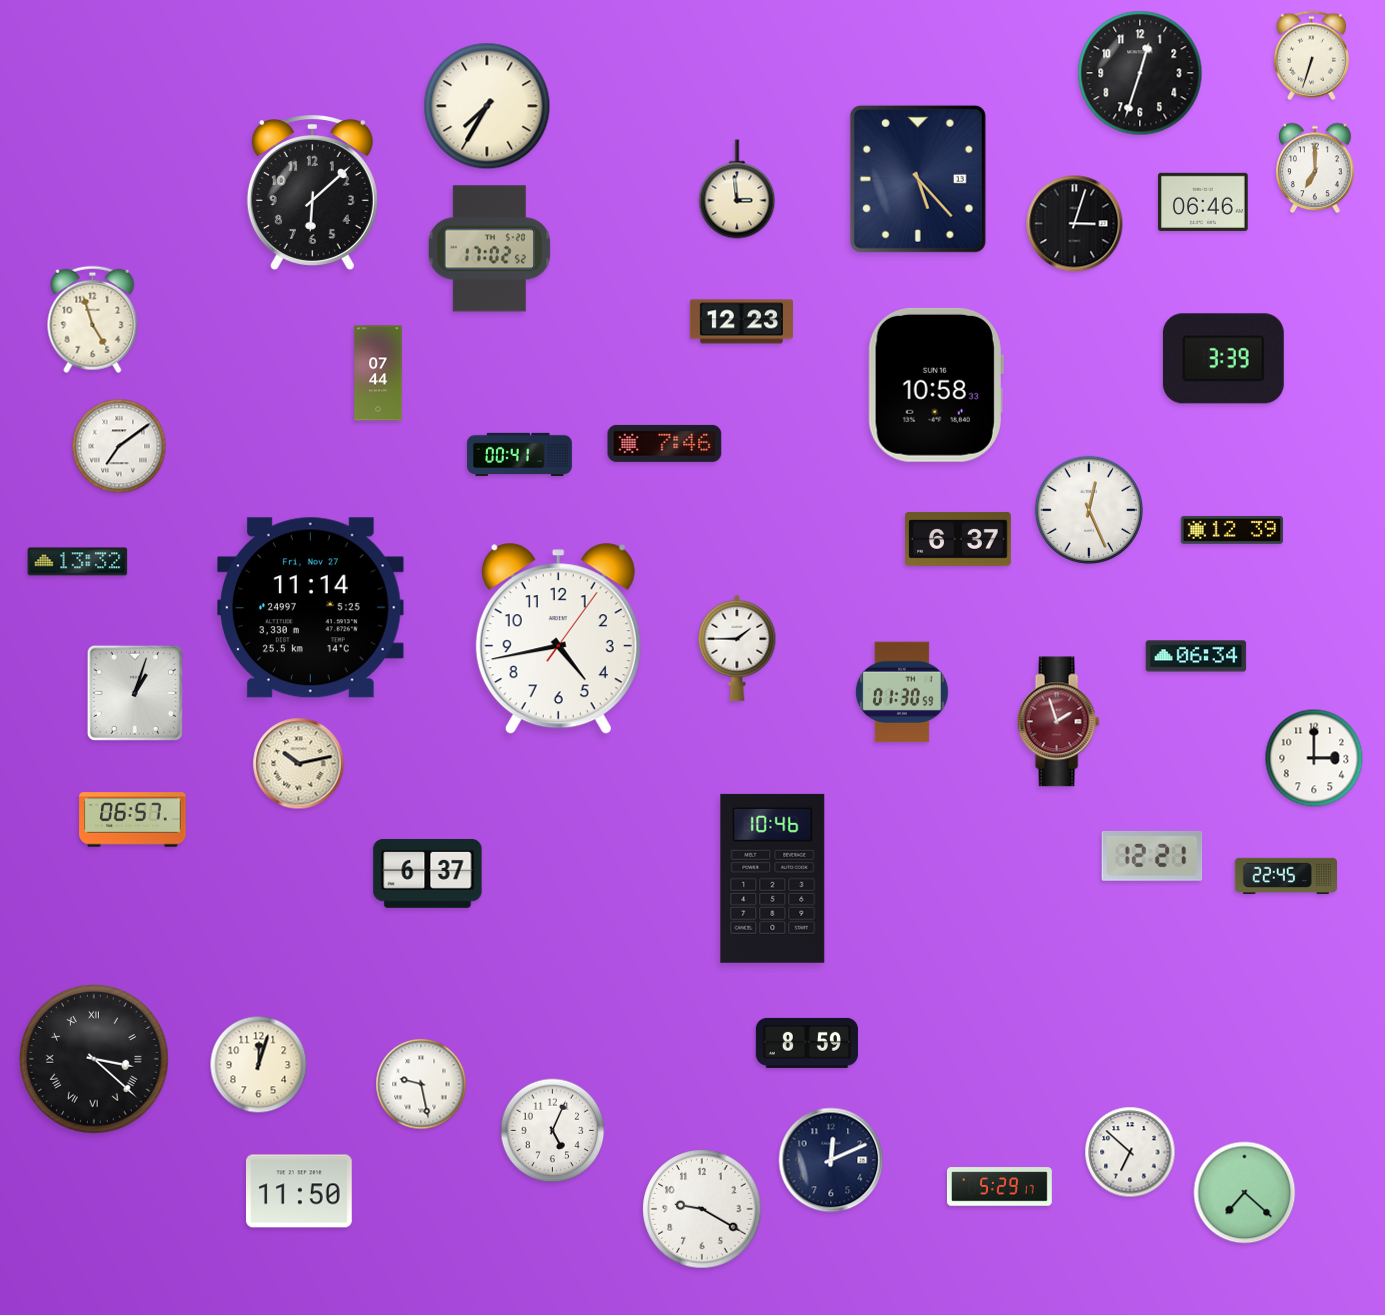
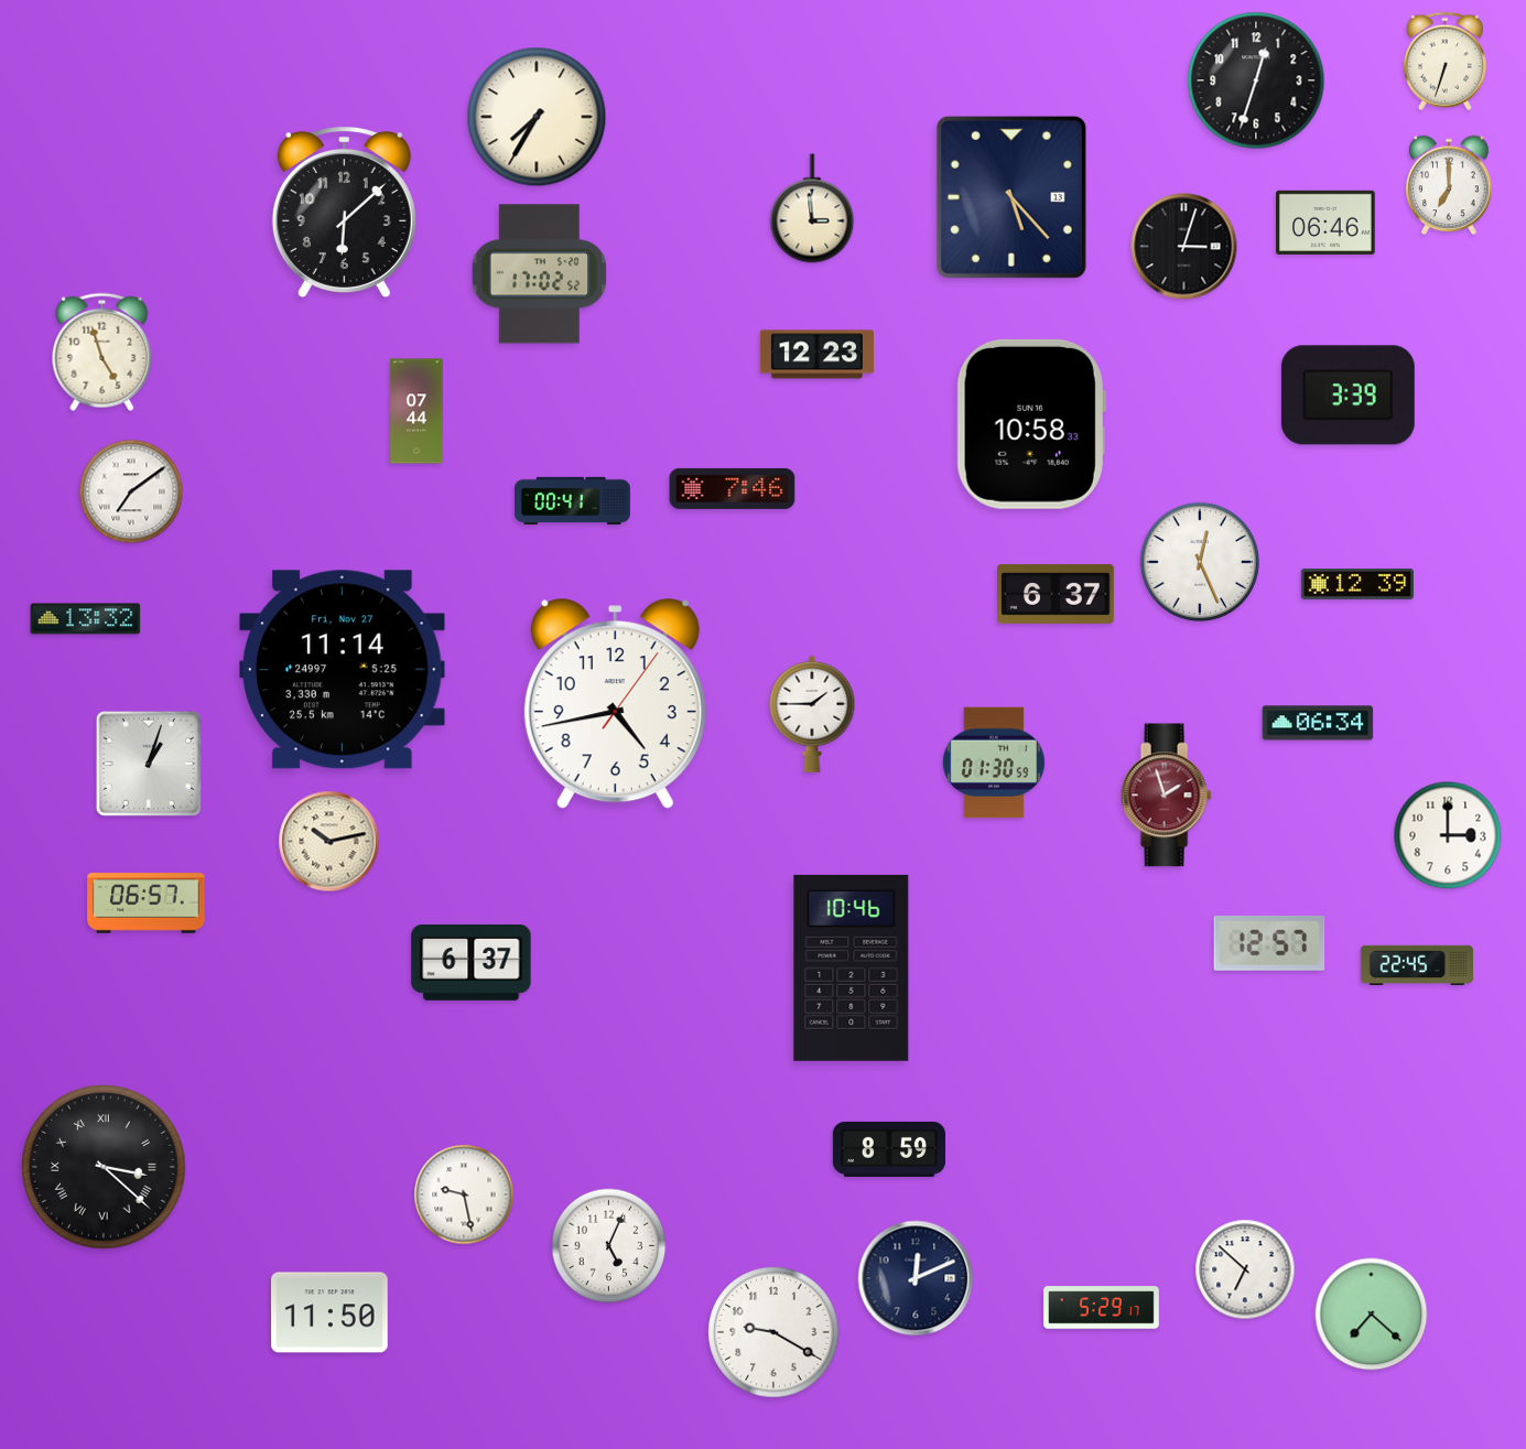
clock at (1152, 856): 12:21 -> 12:57
clock at (259, 1065): 12:03 -> none
